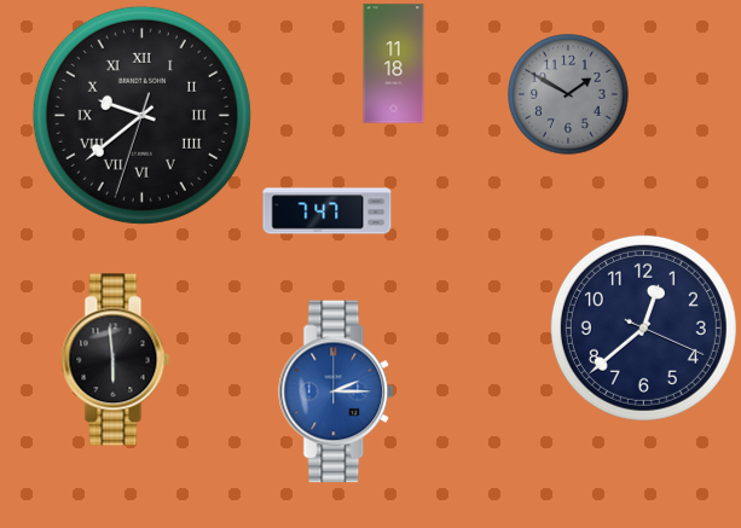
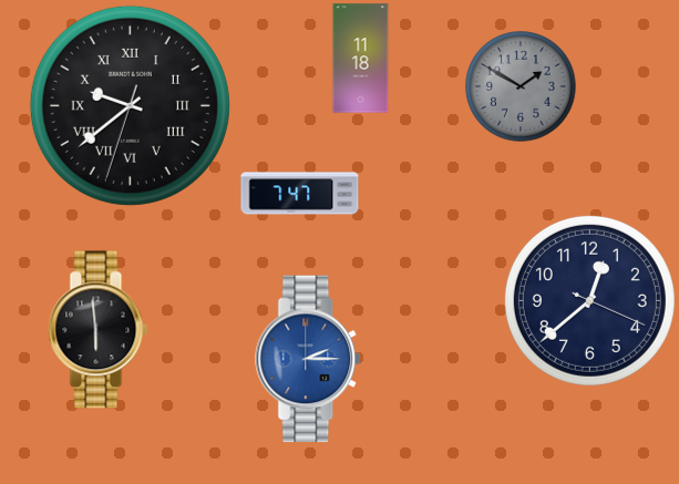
clock at (116, 360) position: (116, 360) -> (99, 330)
